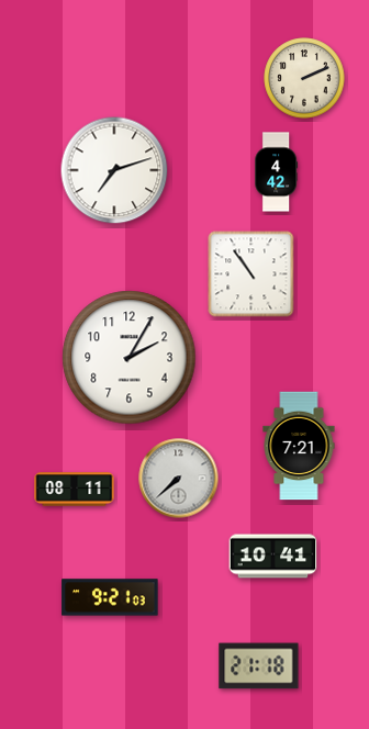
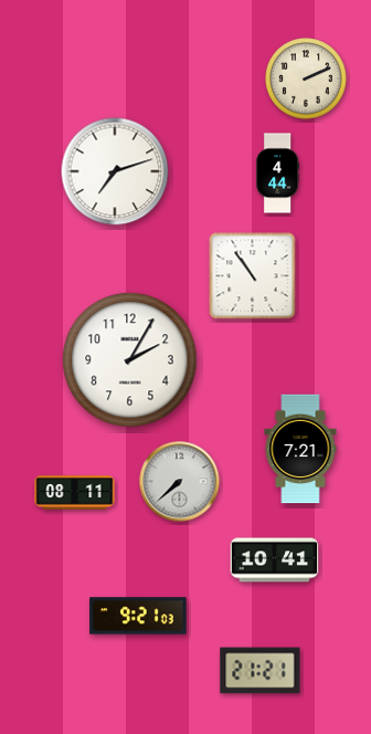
clock at (277, 172): 4:42 -> 4:44
clock at (110, 597) position: (110, 597) -> (138, 616)
clock at (259, 666): 21:18 -> 21:21
